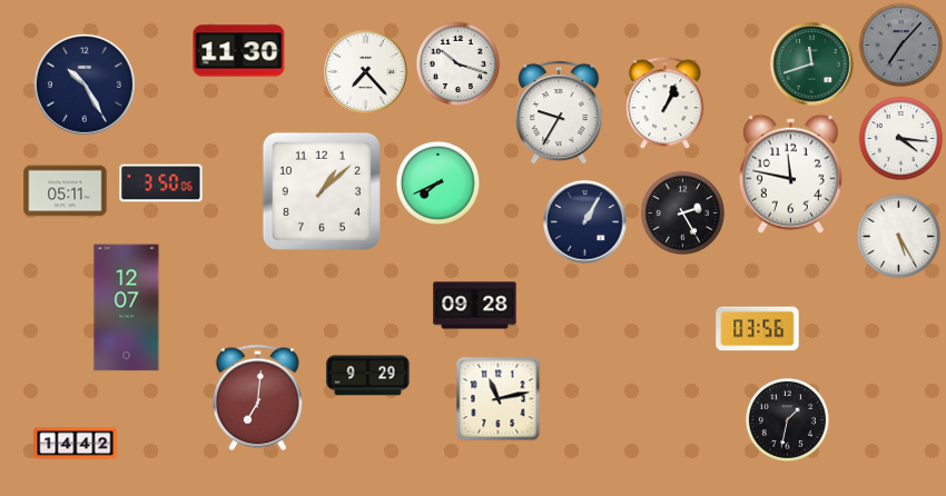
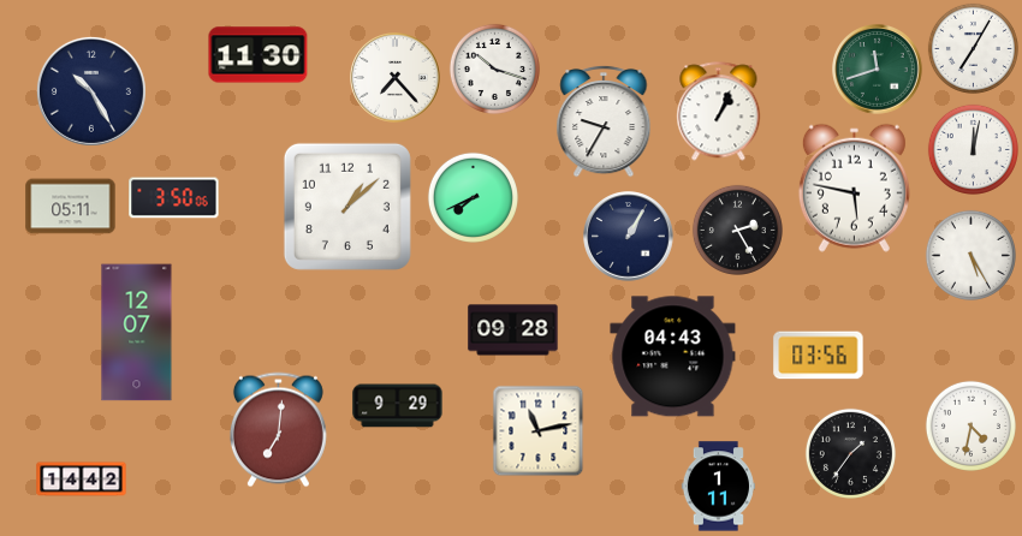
clock at (900, 44): 7:07 -> 7:05
clock at (900, 44) dial: grey -> white
clock at (900, 138): 4:16 -> 12:02
clock at (790, 173): 11:47 -> 5:47
clock at (585, 222) position: (585, 222) -> (629, 237)
clock at (673, 357): none -> 04:43
clock at (970, 425): none -> 4:32
clock at (787, 419): 1:32 -> 1:36
clock at (718, 487): none -> 1:11
